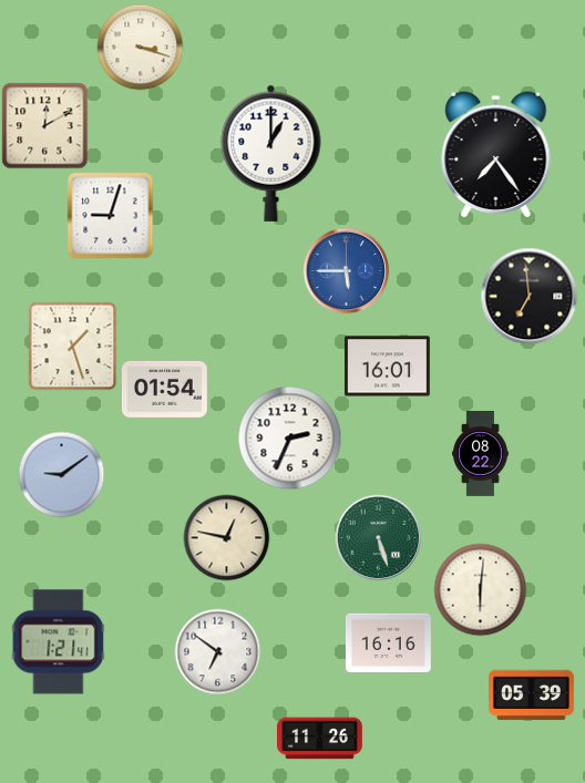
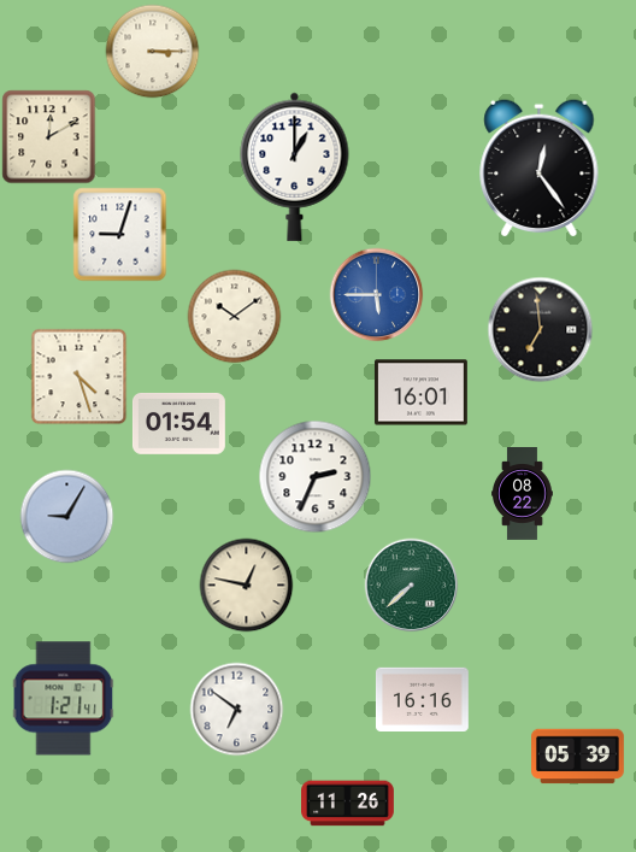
clock at (140, 47): 3:18 -> 3:15
clock at (496, 154): 7:24 -> 12:24
clock at (234, 316): none -> 10:09
clock at (528, 296) position: (528, 296) -> (540, 329)
clock at (72, 346): 1:27 -> 4:27
clock at (387, 367) position: (387, 367) -> (420, 393)
clock at (61, 474): 9:09 -> 9:05
clock at (378, 537): 5:27 -> 7:38
clock at (480, 589): 6:01 -> none
